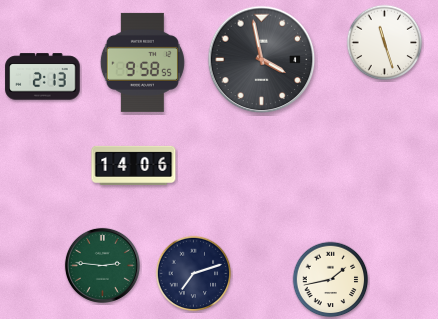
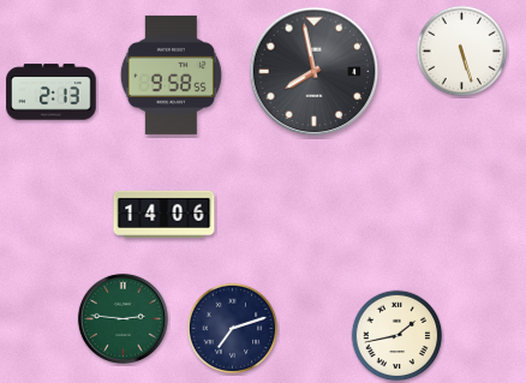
clock at (385, 43): 11:27 -> 5:27
clock at (262, 60): 3:58 -> 7:58
clock at (134, 165) position: (134, 165) -> (165, 214)
